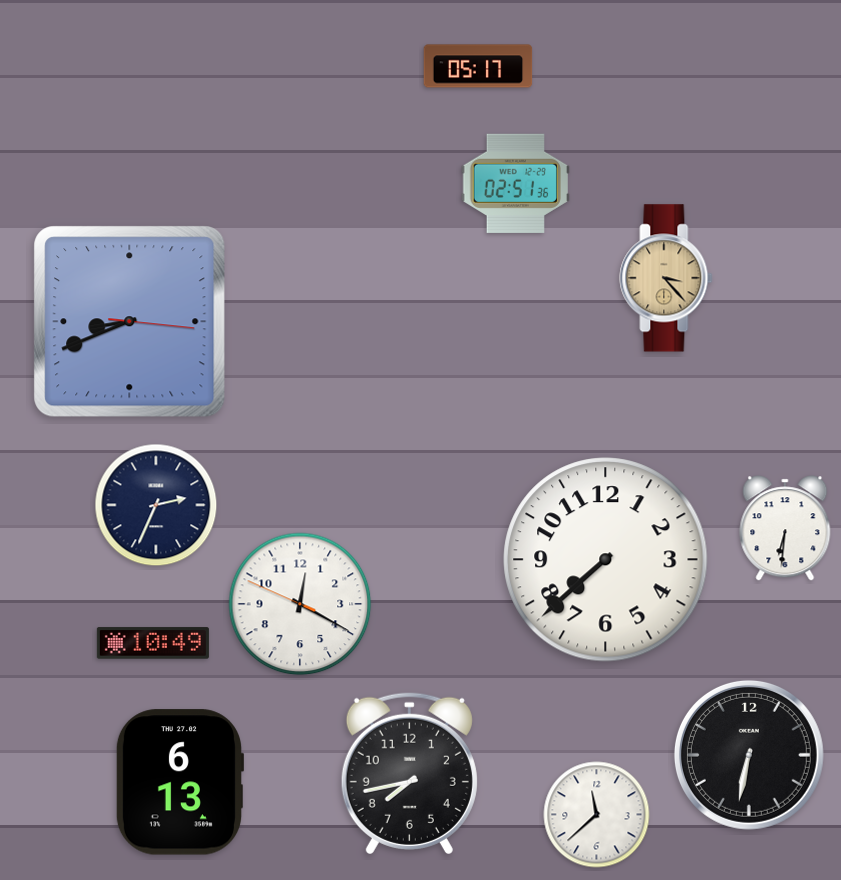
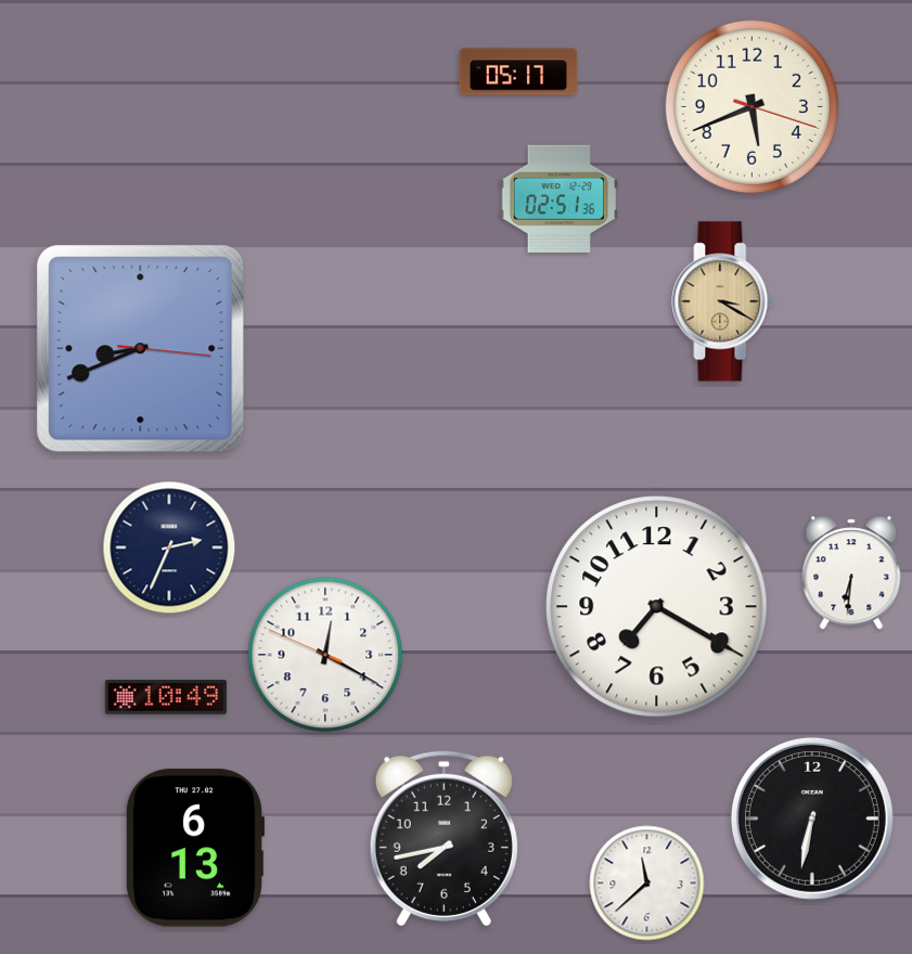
clock at (752, 106): none -> 5:41
clock at (666, 278): 3:23 -> 3:20
clock at (606, 560): 7:38 -> 7:20
